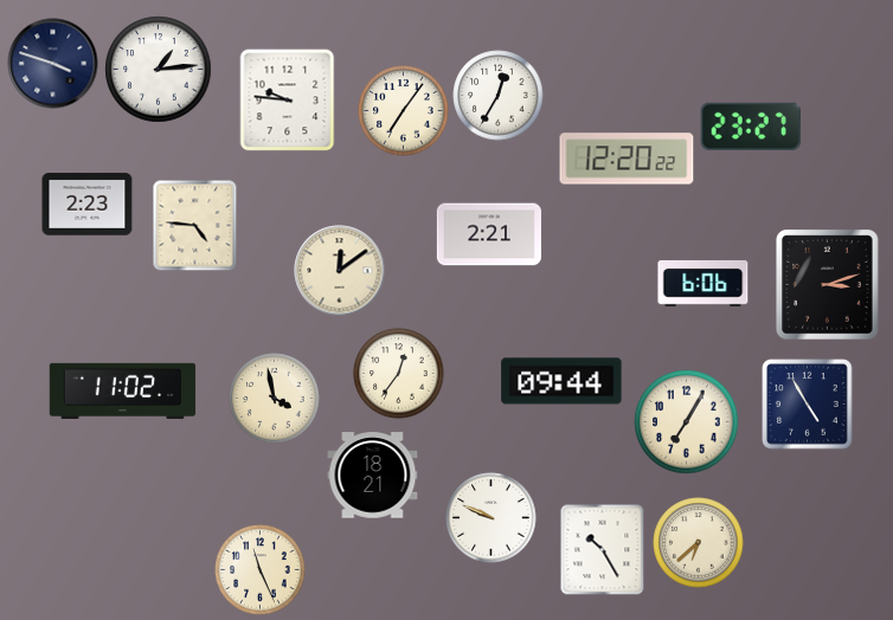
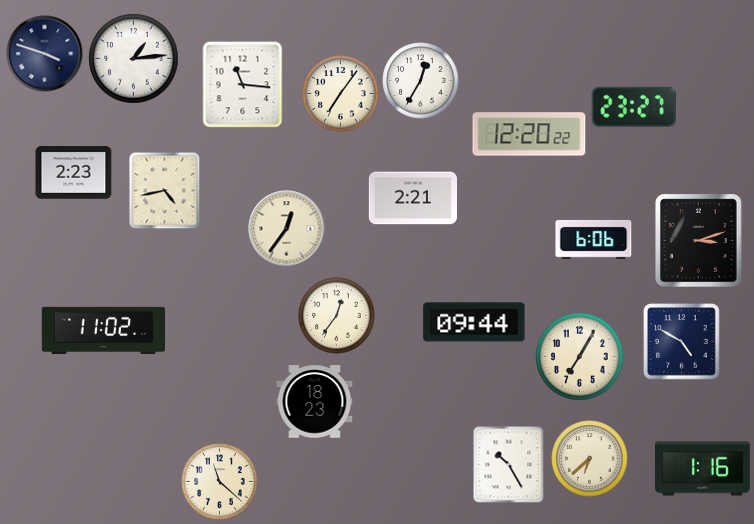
clock at (288, 101): 9:46 -> 11:16
clock at (195, 225): 4:46 -> 4:43
clock at (340, 271): 12:09 -> 12:36
clock at (275, 399): 3:58 -> none
clock at (808, 405): 4:55 -> 4:50
clock at (373, 476): 18:21 -> 18:23
clock at (492, 518): 9:49 -> none
clock at (703, 469): none -> 1:16
clock at (261, 570): 11:26 -> 11:22
